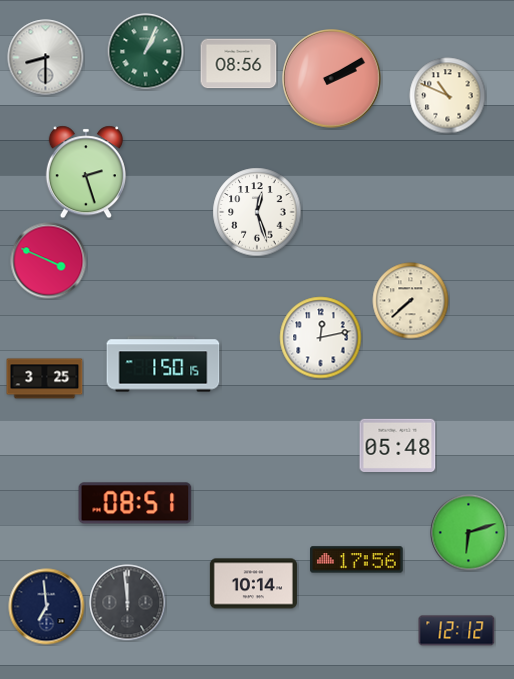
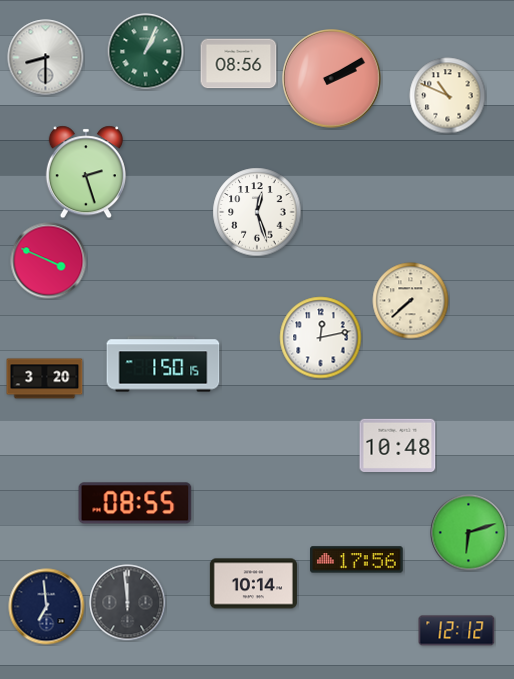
clock at (45, 379): 3:25 -> 3:20
clock at (398, 445): 05:48 -> 10:48
clock at (135, 503): 08:51 -> 08:55
